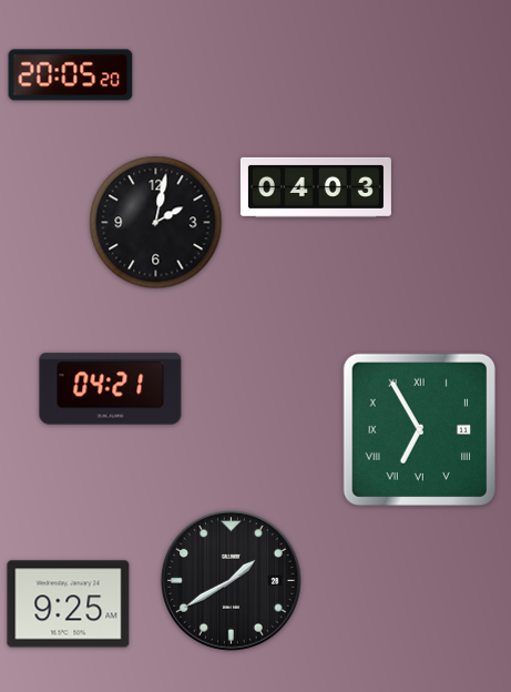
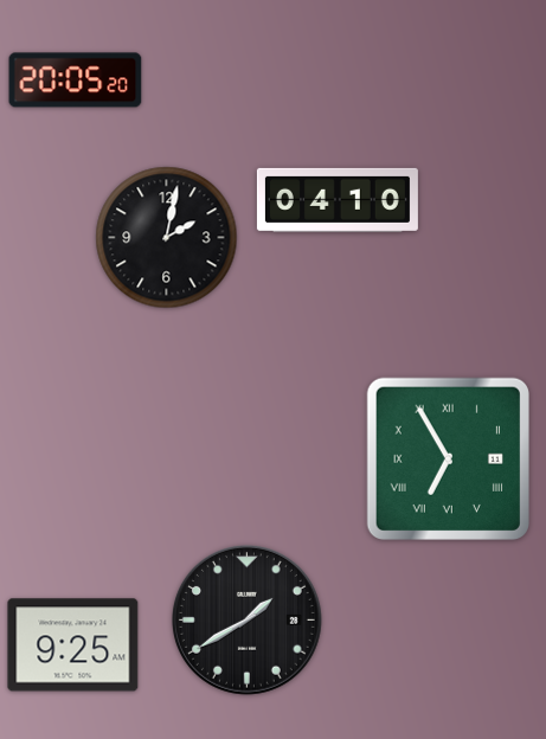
clock at (316, 187): 04:03 -> 04:10
clock at (111, 389): 04:21 -> none
